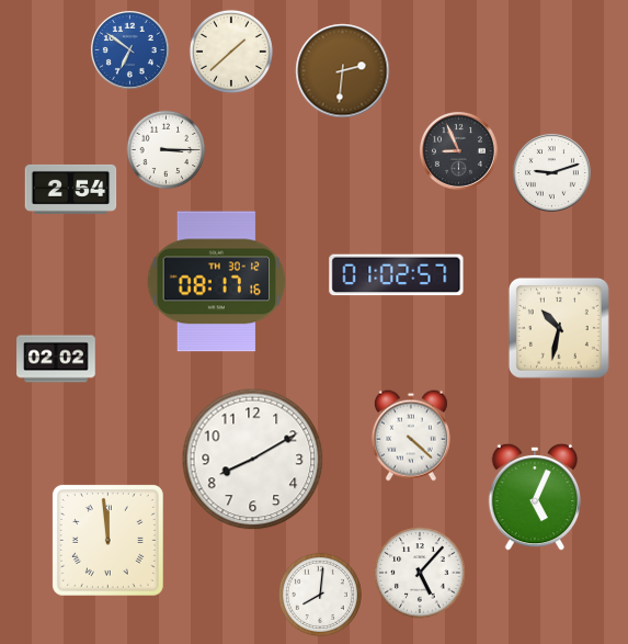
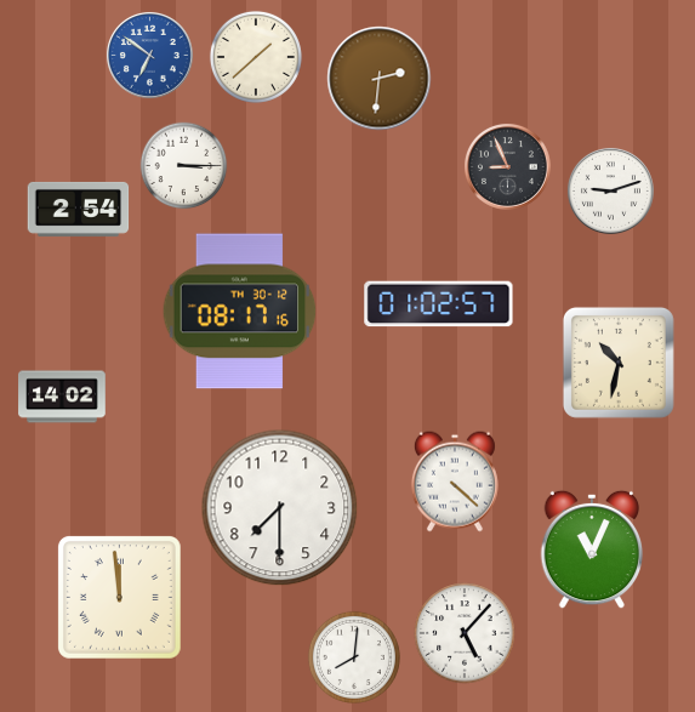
clock at (129, 49) position: (129, 49) -> (149, 55)
clock at (56, 359): 02:02 -> 14:02
clock at (253, 460): 8:10 -> 7:30
clock at (535, 497): 5:04 -> 11:04
